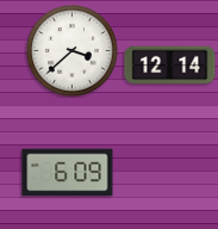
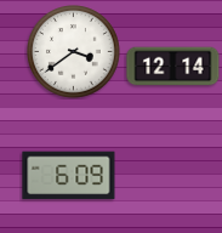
clock at (73, 51): 3:38 -> 3:39
